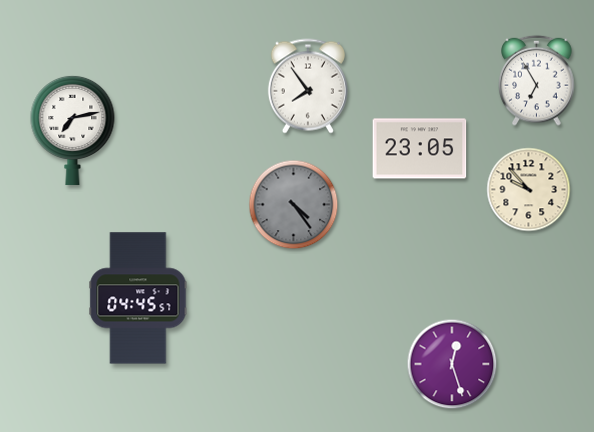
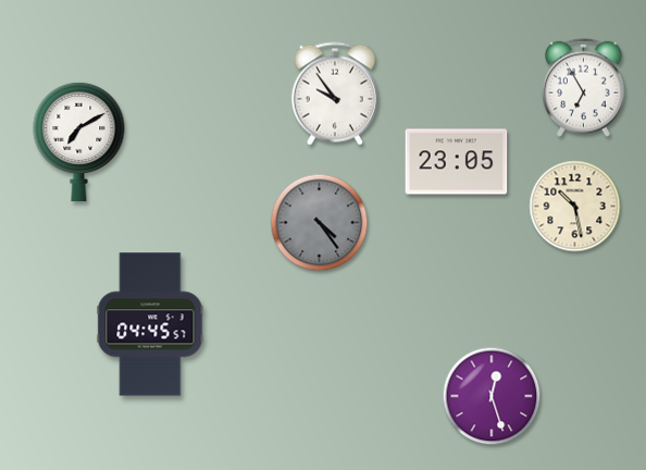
clock at (308, 86): 7:54 -> 9:54
clock at (73, 130): 7:13 -> 7:10
clock at (529, 190): 9:53 -> 10:28
